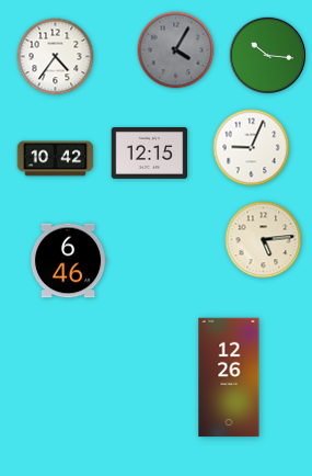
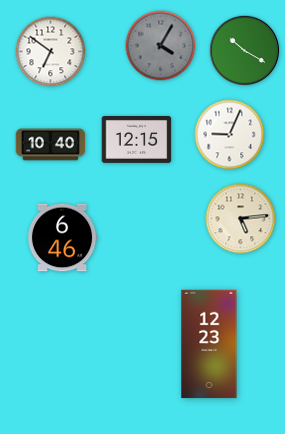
clock at (268, 56): 10:16 -> 10:20
clock at (56, 57): 4:36 -> 6:51
clock at (56, 159): 10:42 -> 10:40
clock at (229, 377): 12:26 -> 12:23
